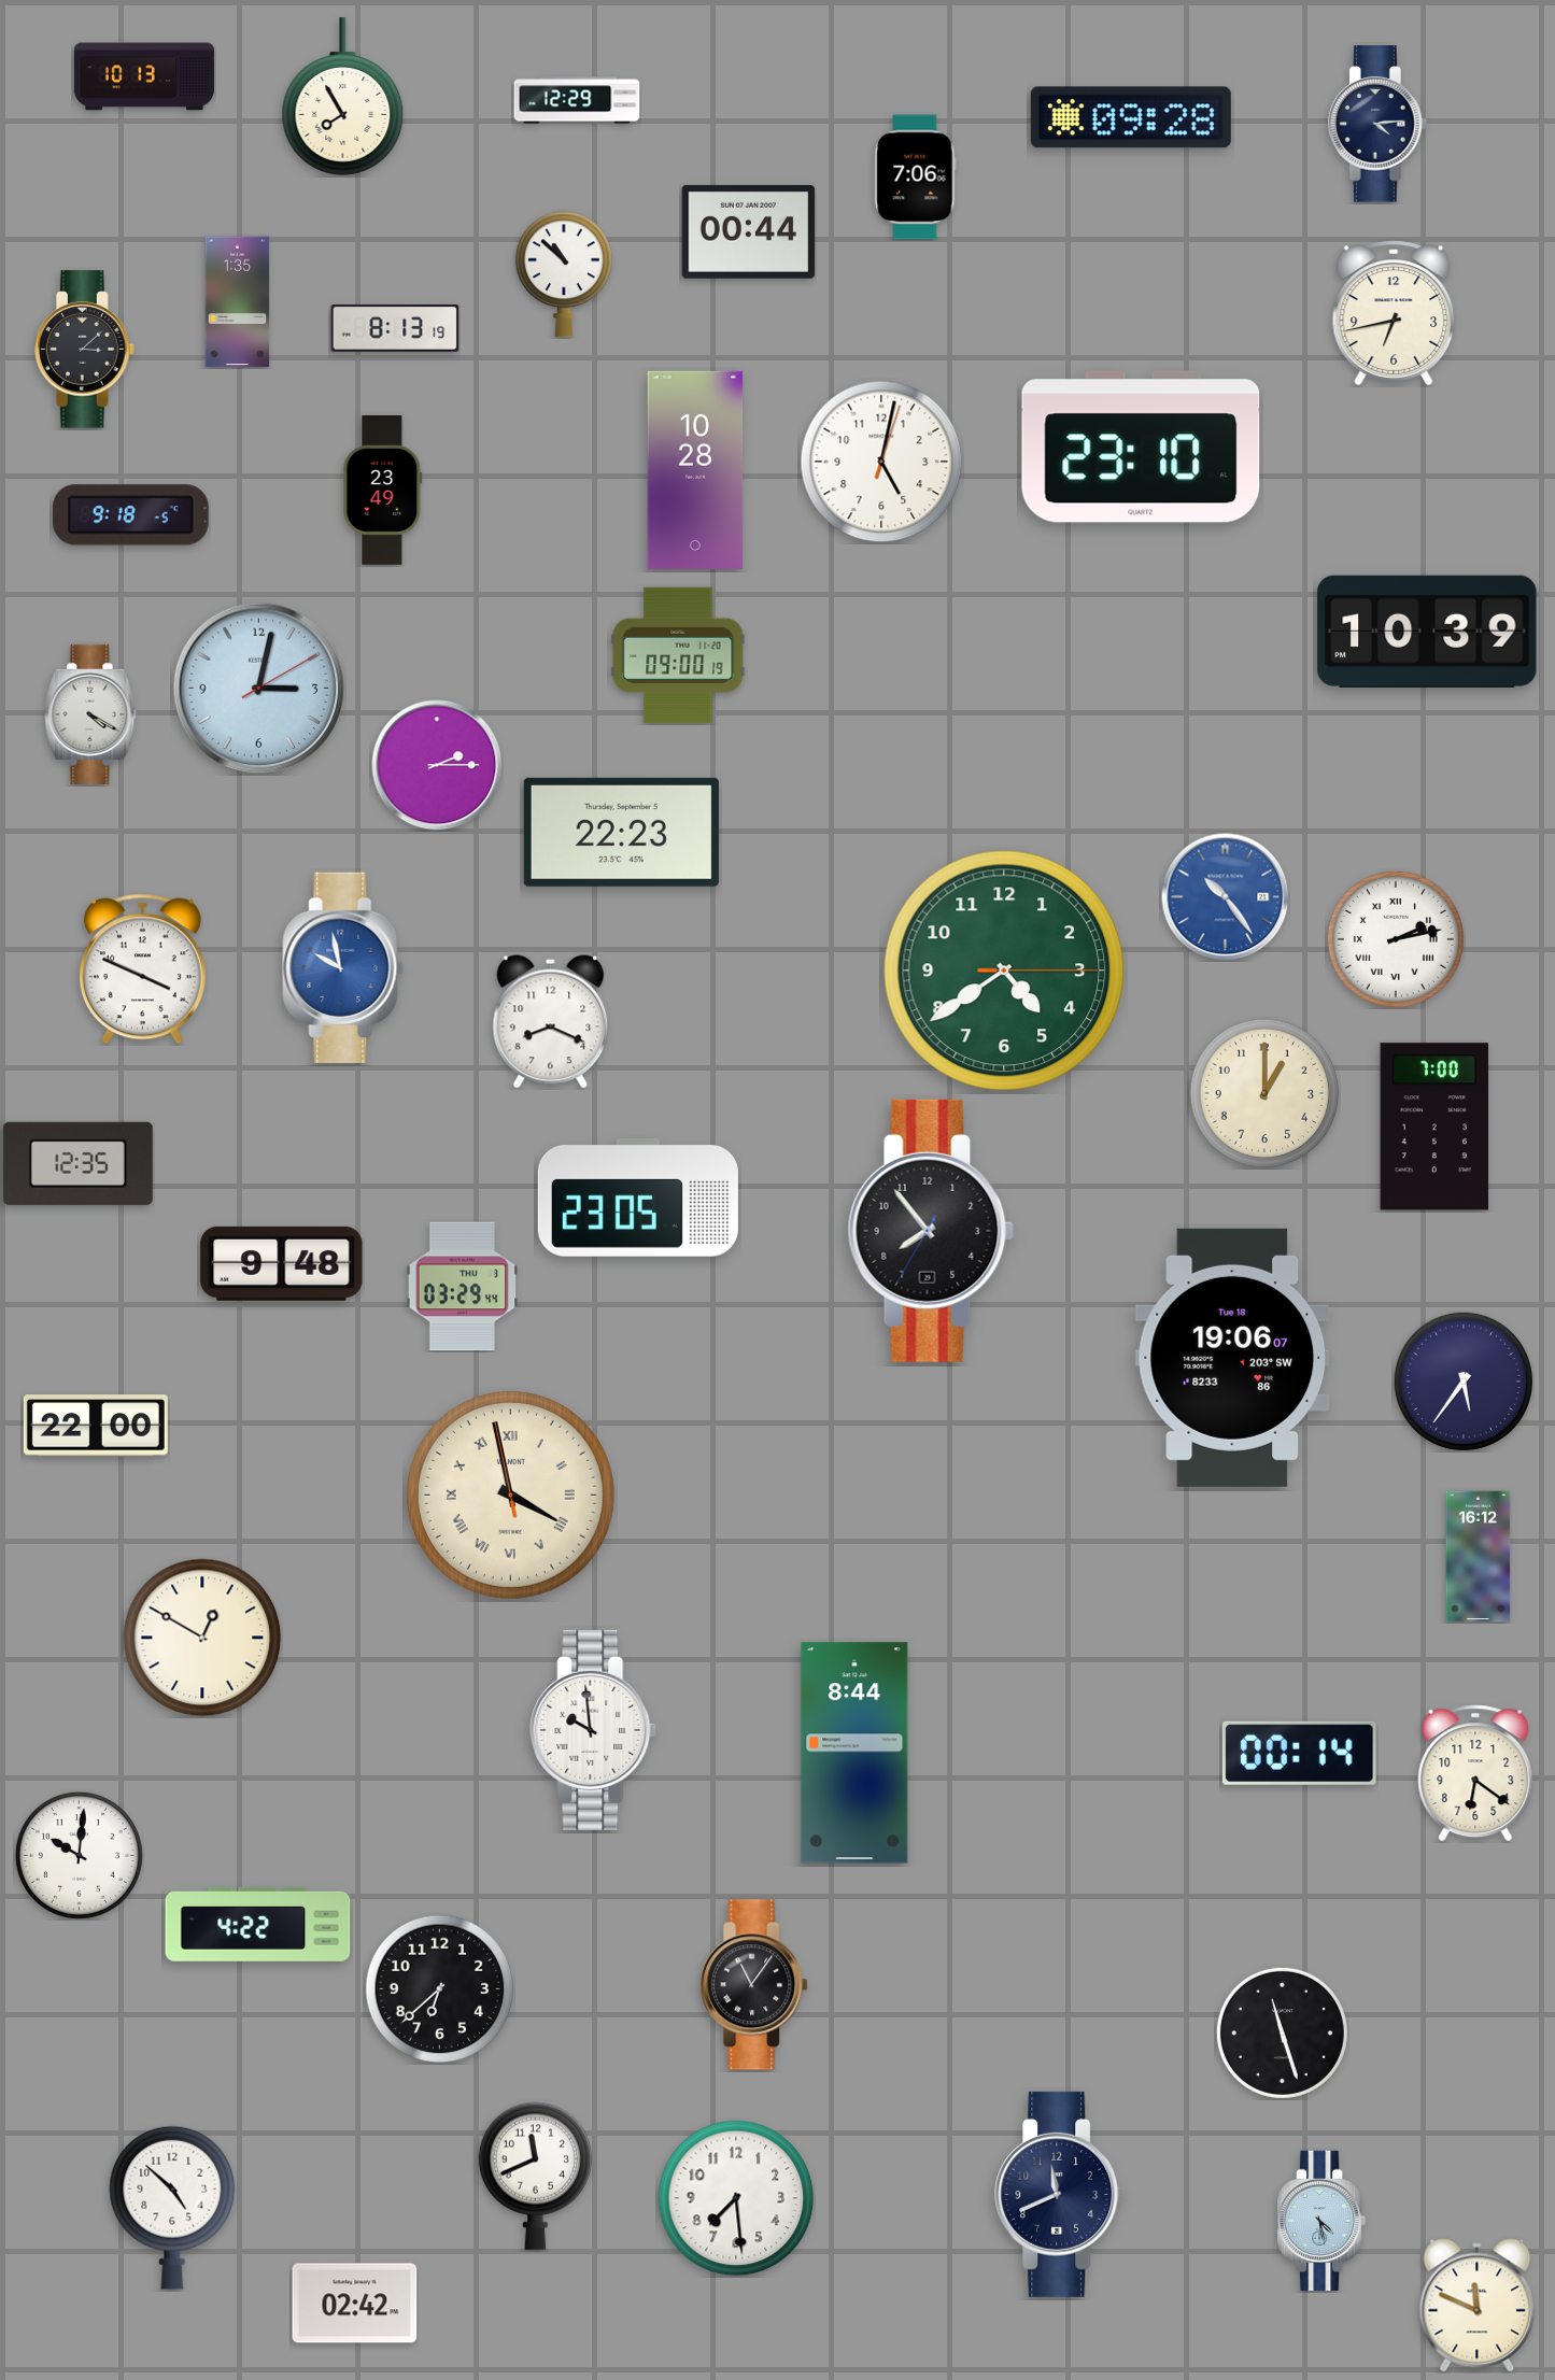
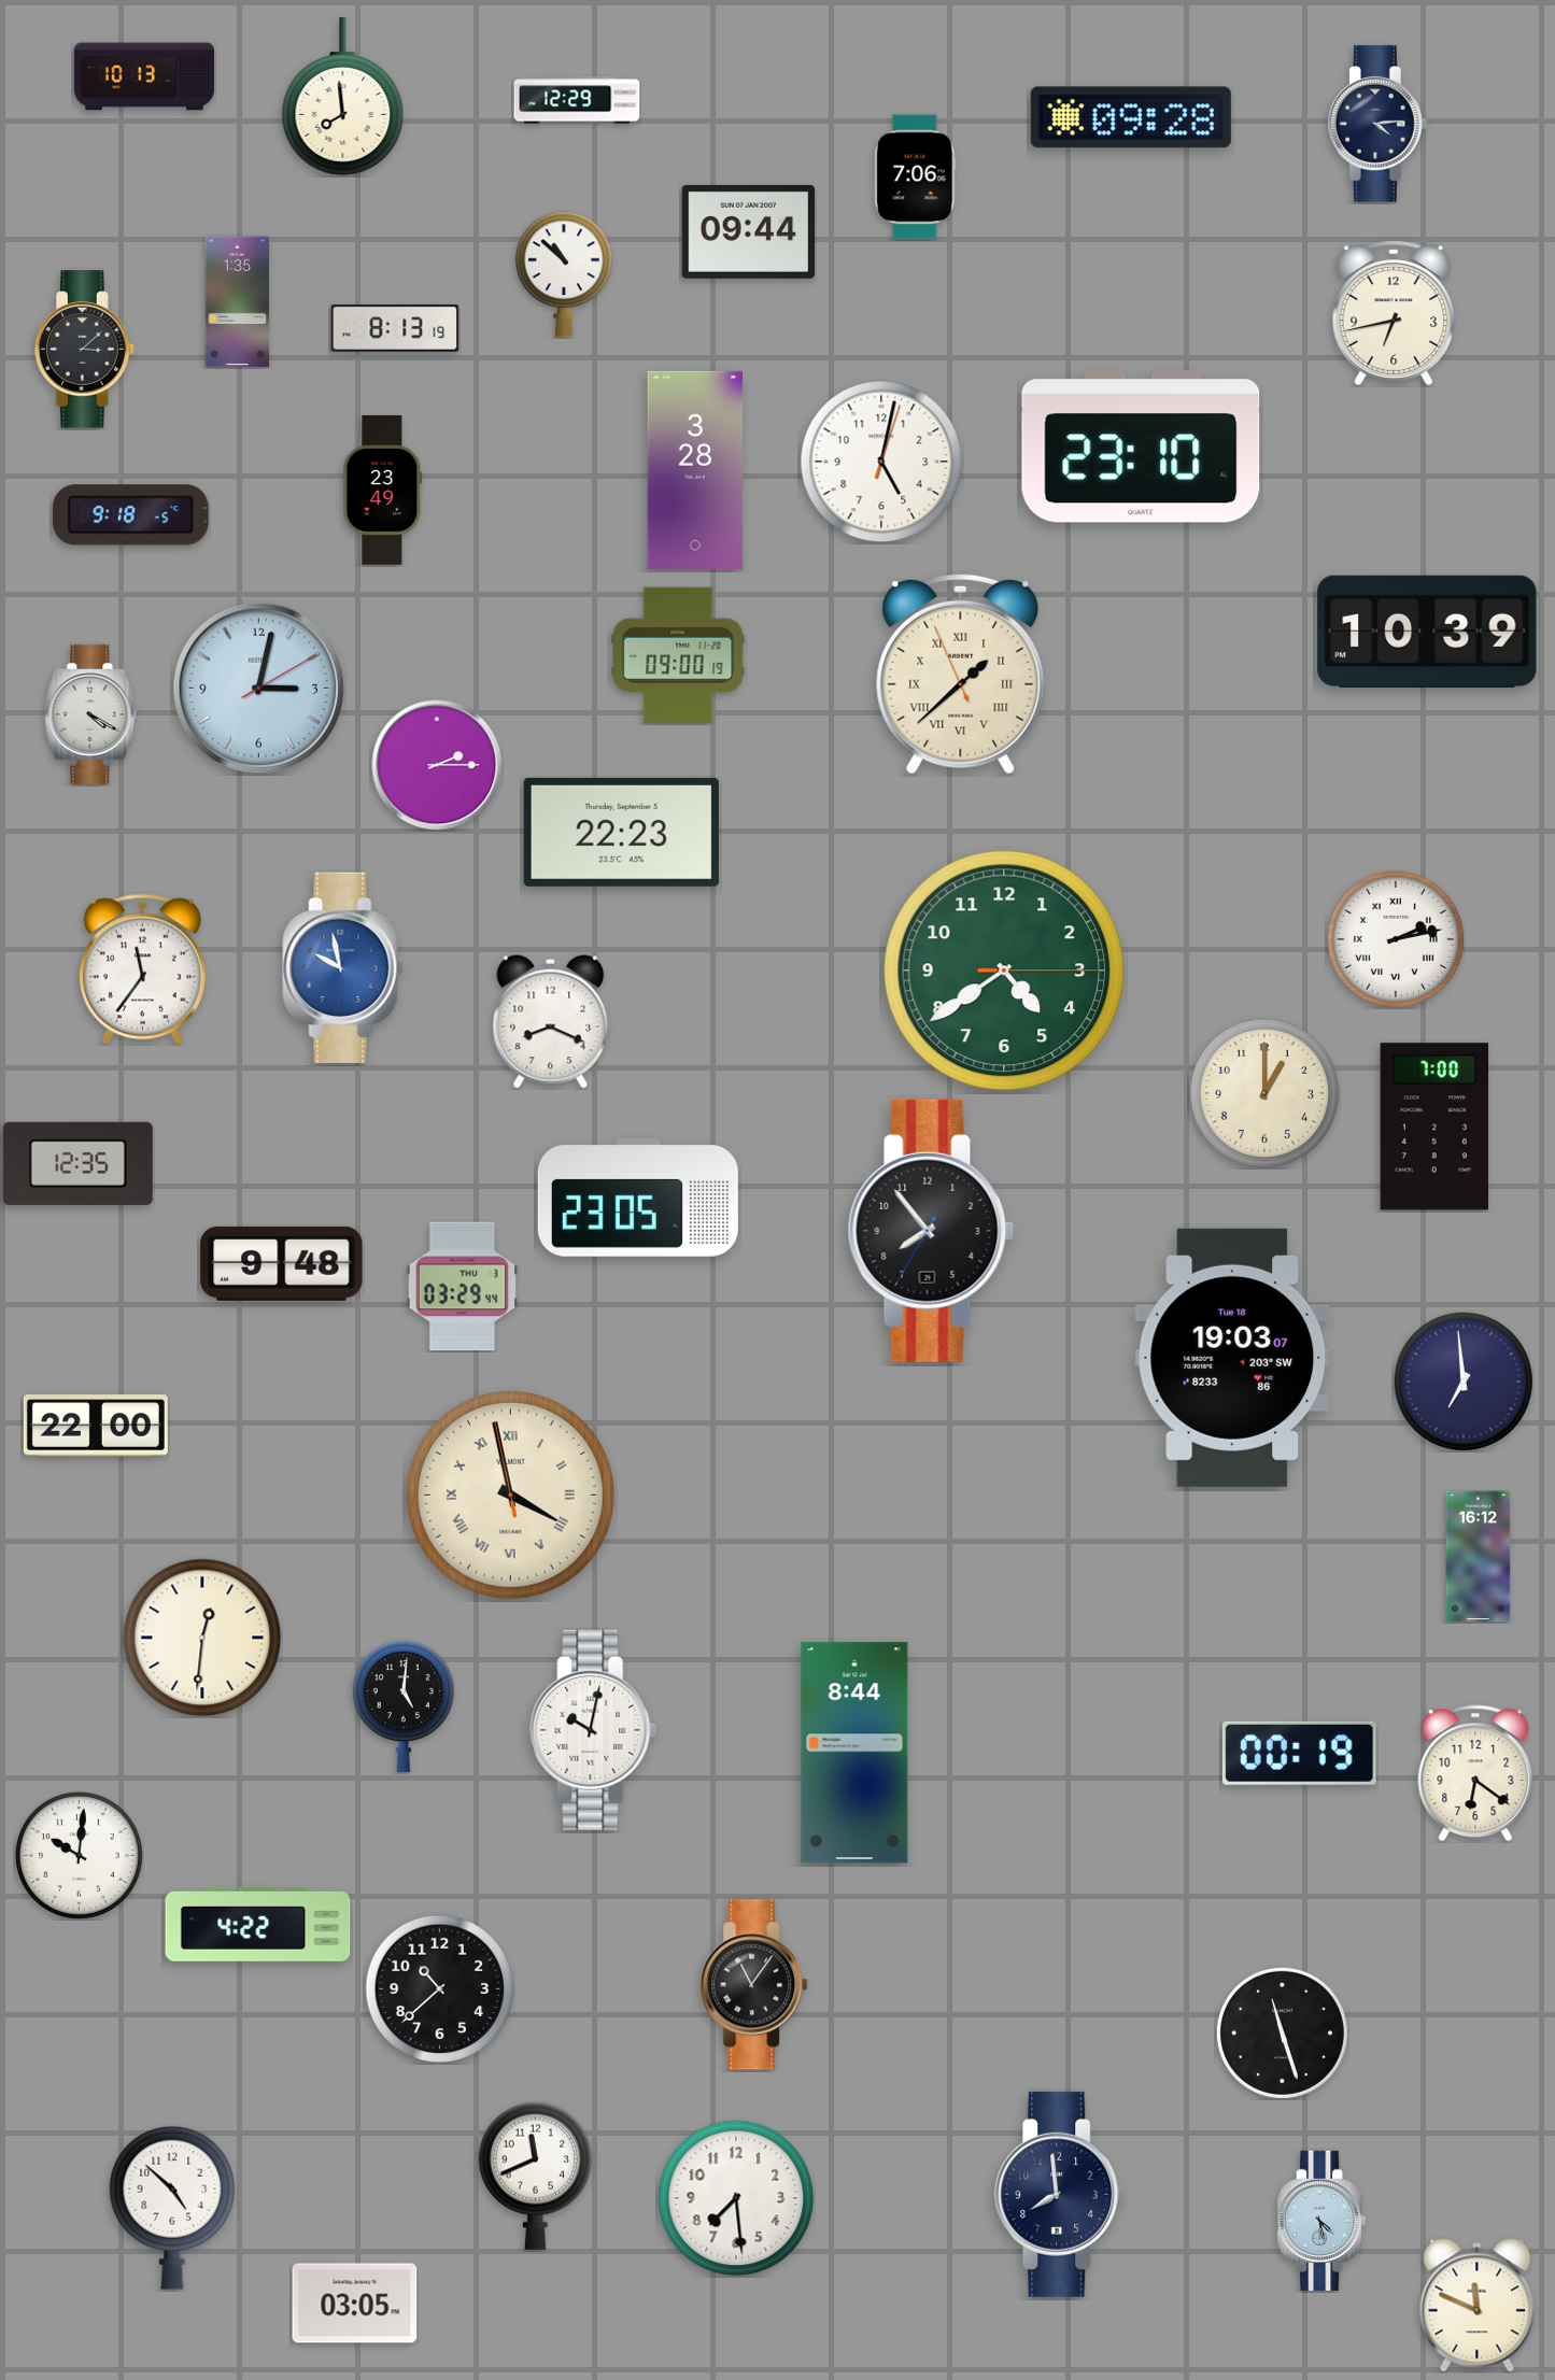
clock at (343, 97): 7:55 -> 7:59
clock at (749, 231): 00:44 -> 09:44
clock at (695, 470): 10:28 -> 3:28
clock at (961, 674): none -> 1:37
clock at (1226, 897): 10:24 -> none
clock at (142, 969): 3:49 -> 11:36
clock at (1232, 1358): 19:06 -> 19:03
clock at (1464, 1382): 5:36 -> 6:59
clock at (202, 1638): 12:50 -> 12:31
clock at (404, 1706): none -> 5:01
clock at (594, 1730): 9:59 -> 10:02
clock at (1299, 1753): 00:14 -> 00:19
clock at (440, 1989): 6:38 -> 10:38
clock at (1060, 2194): 11:41 -> 7:59
clock at (355, 2304): 02:42 -> 03:05
